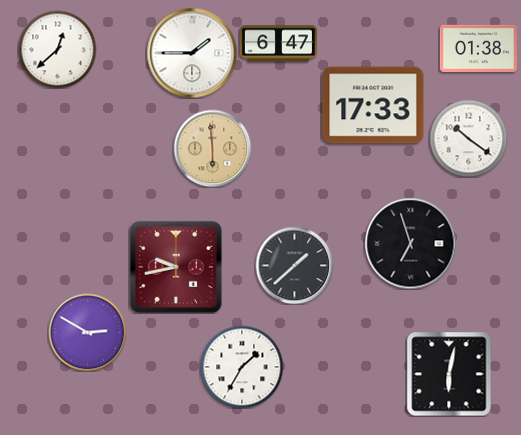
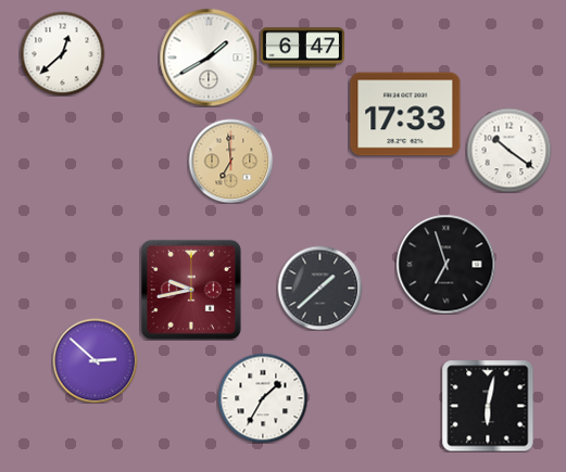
clock at (478, 48): 01:38 -> none
clock at (192, 53): 1:45 -> 1:40
clock at (212, 148): 5:59 -> 6:59
clock at (87, 332): 2:50 -> 2:52
